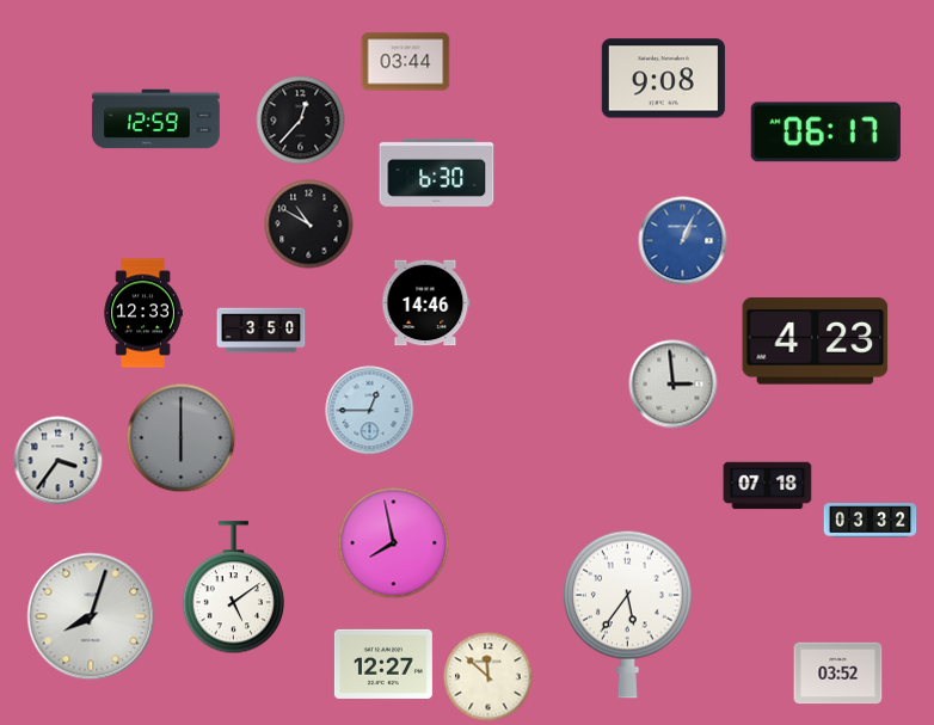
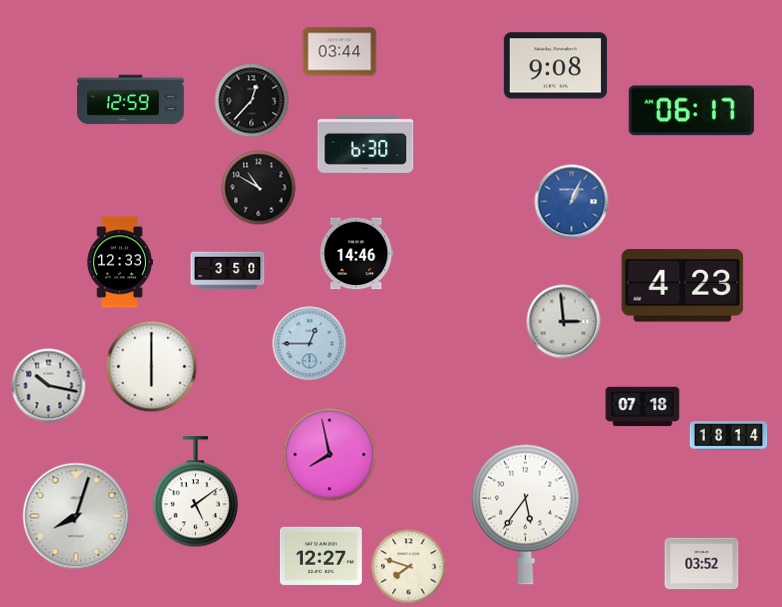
clock at (262, 331) position: (262, 331) -> (228, 271)
clock at (182, 438) dial: grey -> white
clock at (59, 461): 3:36 -> 10:17
clock at (871, 521): 03:32 -> 18:14
clock at (488, 677): 11:52 -> 7:48
